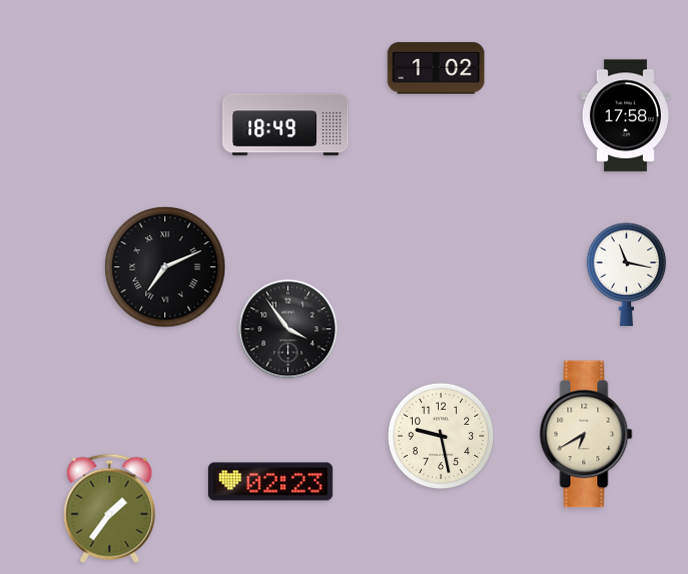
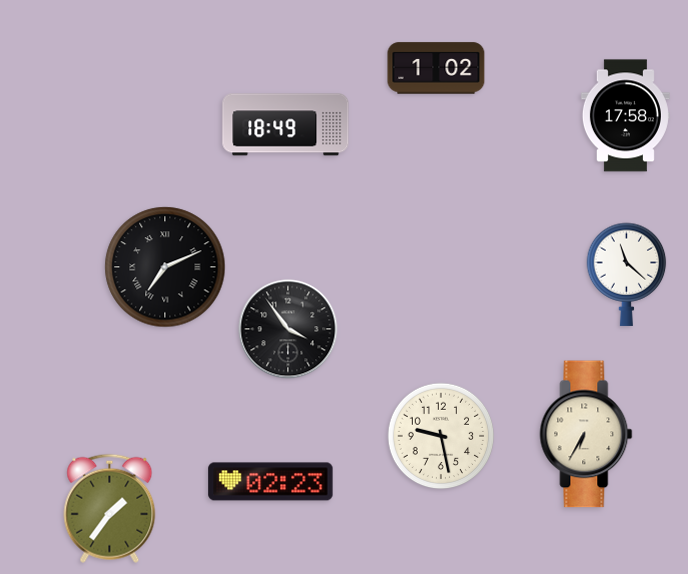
clock at (627, 274): 11:17 -> 11:22
clock at (586, 434): 6:40 -> 6:35
